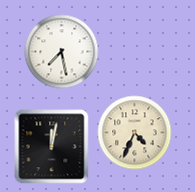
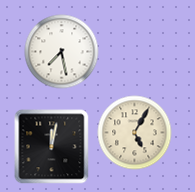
clock at (135, 133): 4:34 -> 5:05
